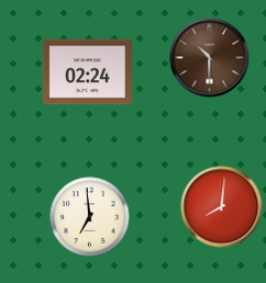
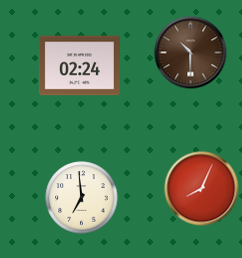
clock at (222, 207): 8:01 -> 8:04
